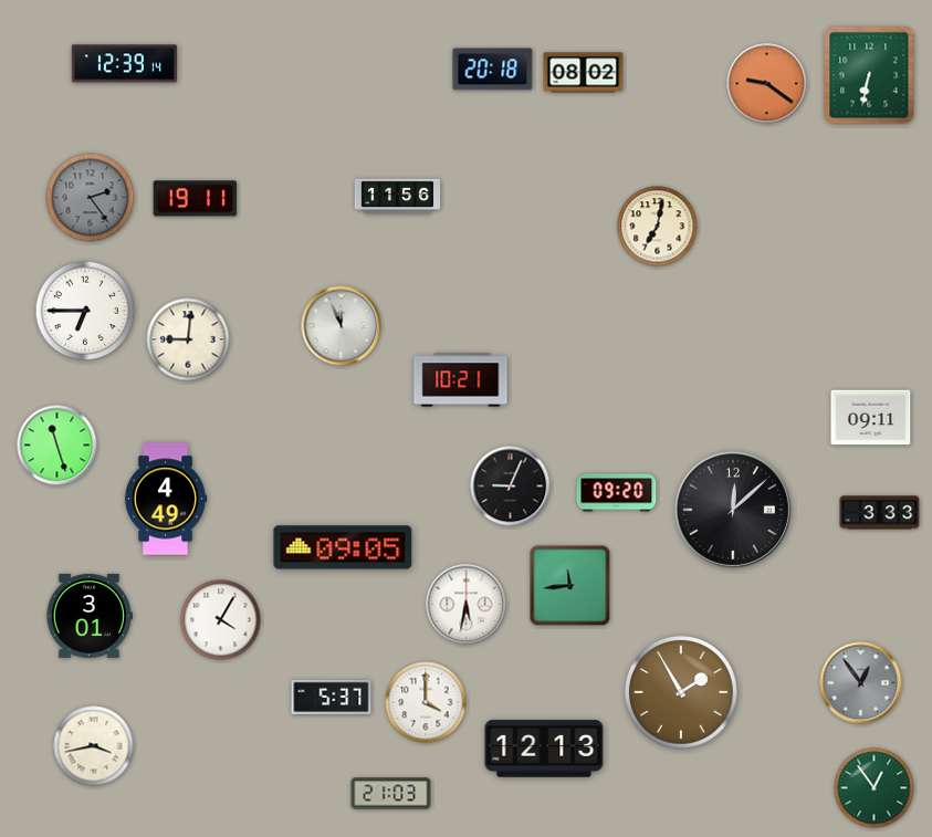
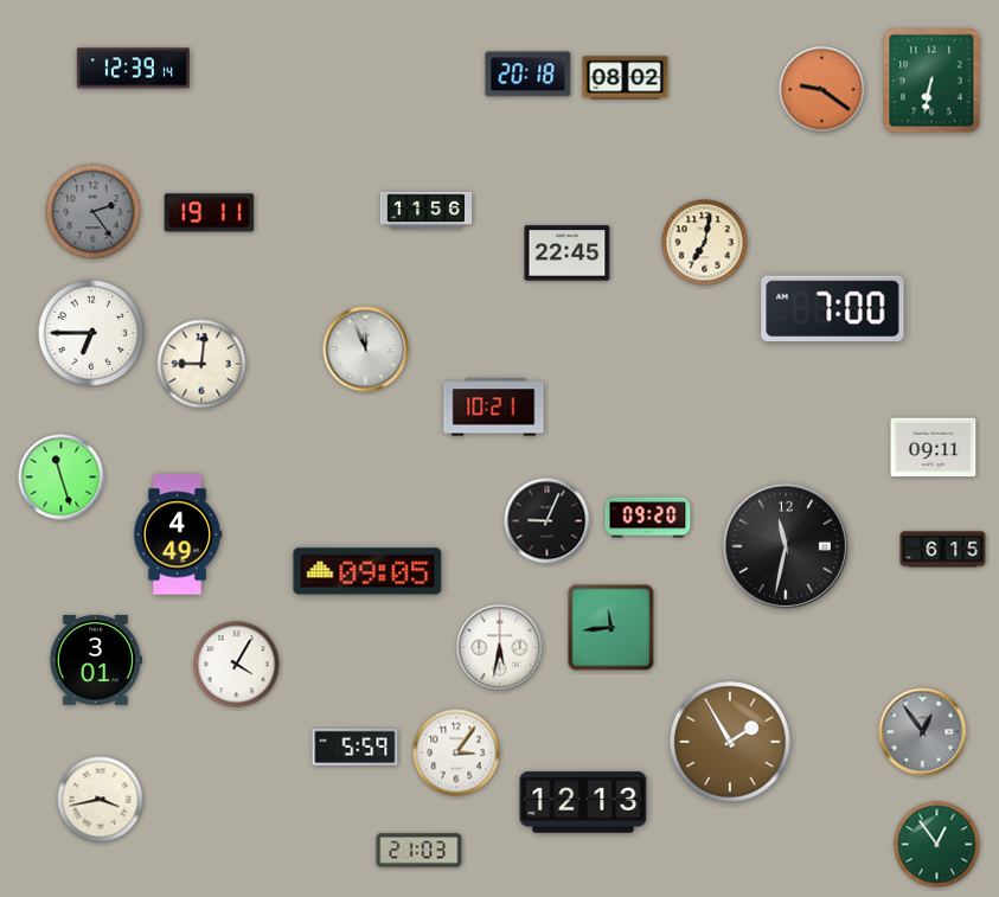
clock at (91, 198) position: (91, 198) -> (94, 212)
clock at (568, 254): none -> 22:45
clock at (833, 309): none -> 7:00
clock at (617, 493) position: (617, 493) -> (648, 518)
clock at (733, 510): 12:08 -> 11:32
clock at (880, 513): 3:33 -> 6:15
clock at (343, 547) position: (343, 547) -> (367, 571)
clock at (332, 697): 5:37 -> 5:59
clock at (426, 702): 4:00 -> 3:06
